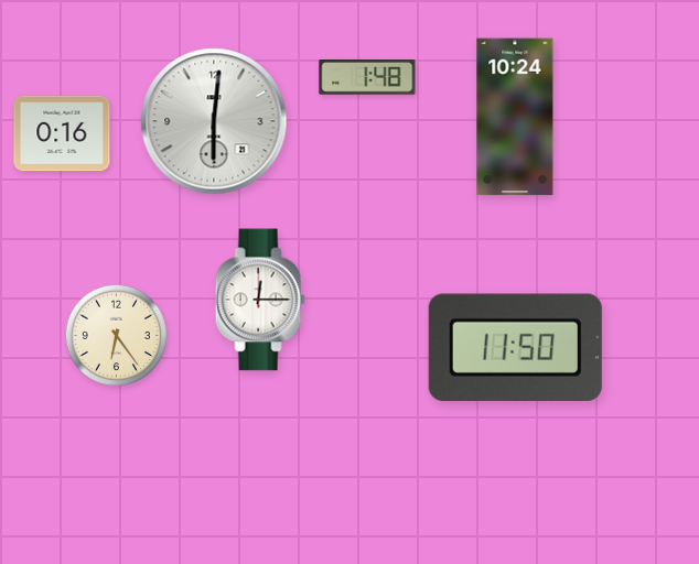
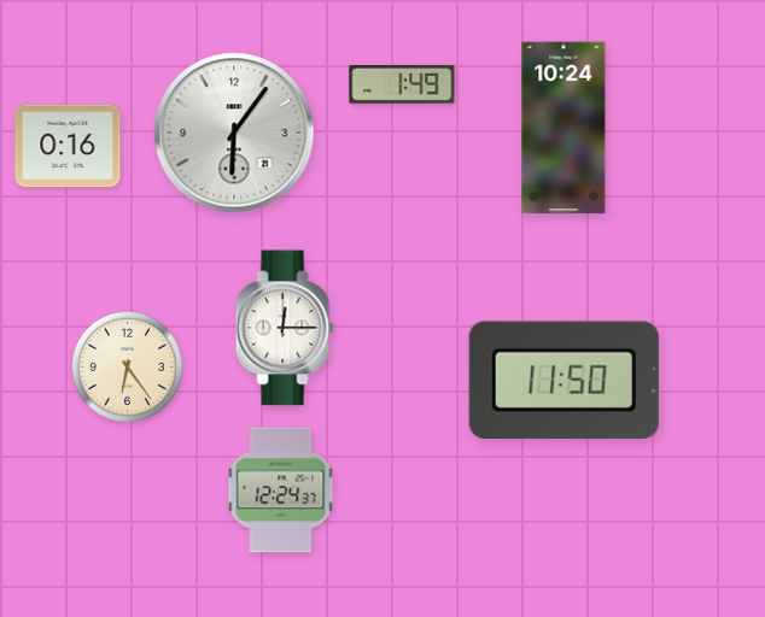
clock at (367, 78): 1:48 -> 1:49
clock at (214, 121): 6:01 -> 6:06
clock at (281, 490): none -> 12:24
